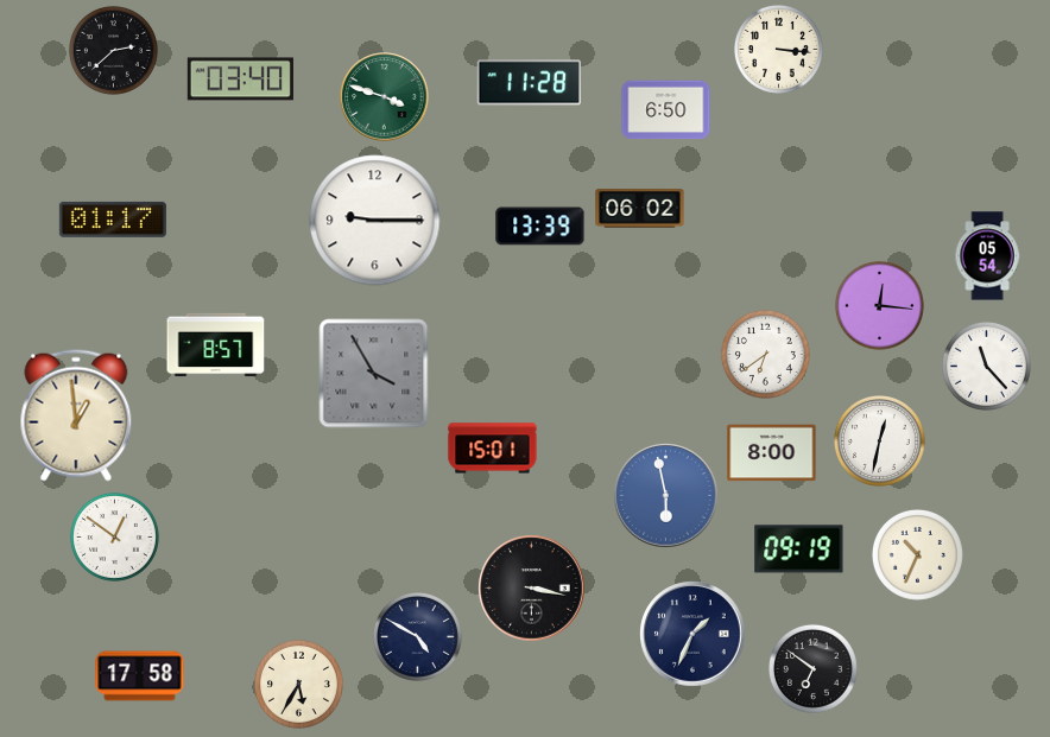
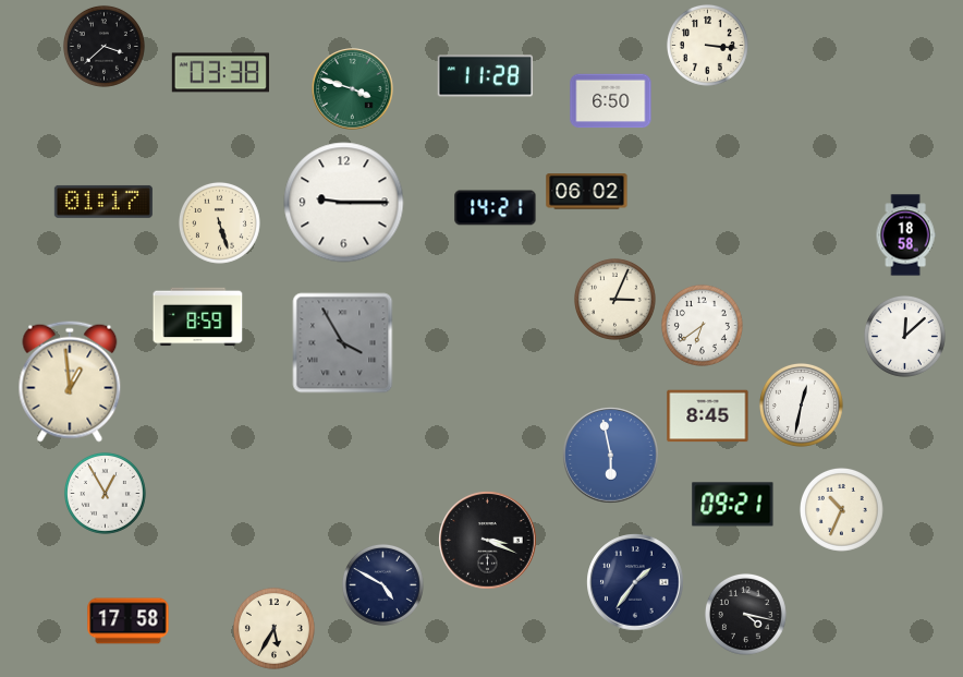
clock at (778, 49) position: (778, 49) -> (707, 45)
clock at (113, 50): 2:38 -> 3:38
clock at (240, 80): 03:40 -> 03:38
clock at (540, 227): 13:39 -> 14:21
clock at (219, 222): none -> 5:27
clock at (987, 256): 05:54 -> 18:58
clock at (879, 305): 12:16 -> none
clock at (614, 299): none -> 3:04
clock at (216, 345): 8:57 -> 8:59
clock at (986, 366): 11:23 -> 12:08
clock at (879, 440) position: (879, 440) -> (801, 404)
clock at (493, 449): 15:01 -> none
clock at (772, 453): 8:00 -> 8:45
clock at (114, 536): 12:51 -> 12:55
clock at (799, 549): 09:19 -> 09:21
clock at (532, 589): 3:17 -> 3:19
clock at (692, 634): 1:34 -> 1:36
clock at (812, 668): 6:51 -> 4:17
